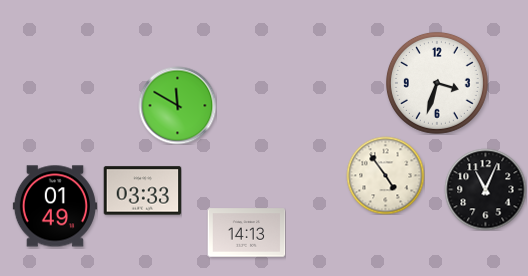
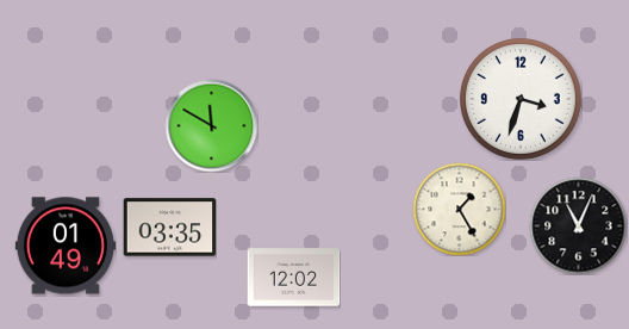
clock at (385, 175): 4:54 -> 1:25
clock at (142, 191): 03:33 -> 03:35
clock at (246, 233): 14:13 -> 12:02
